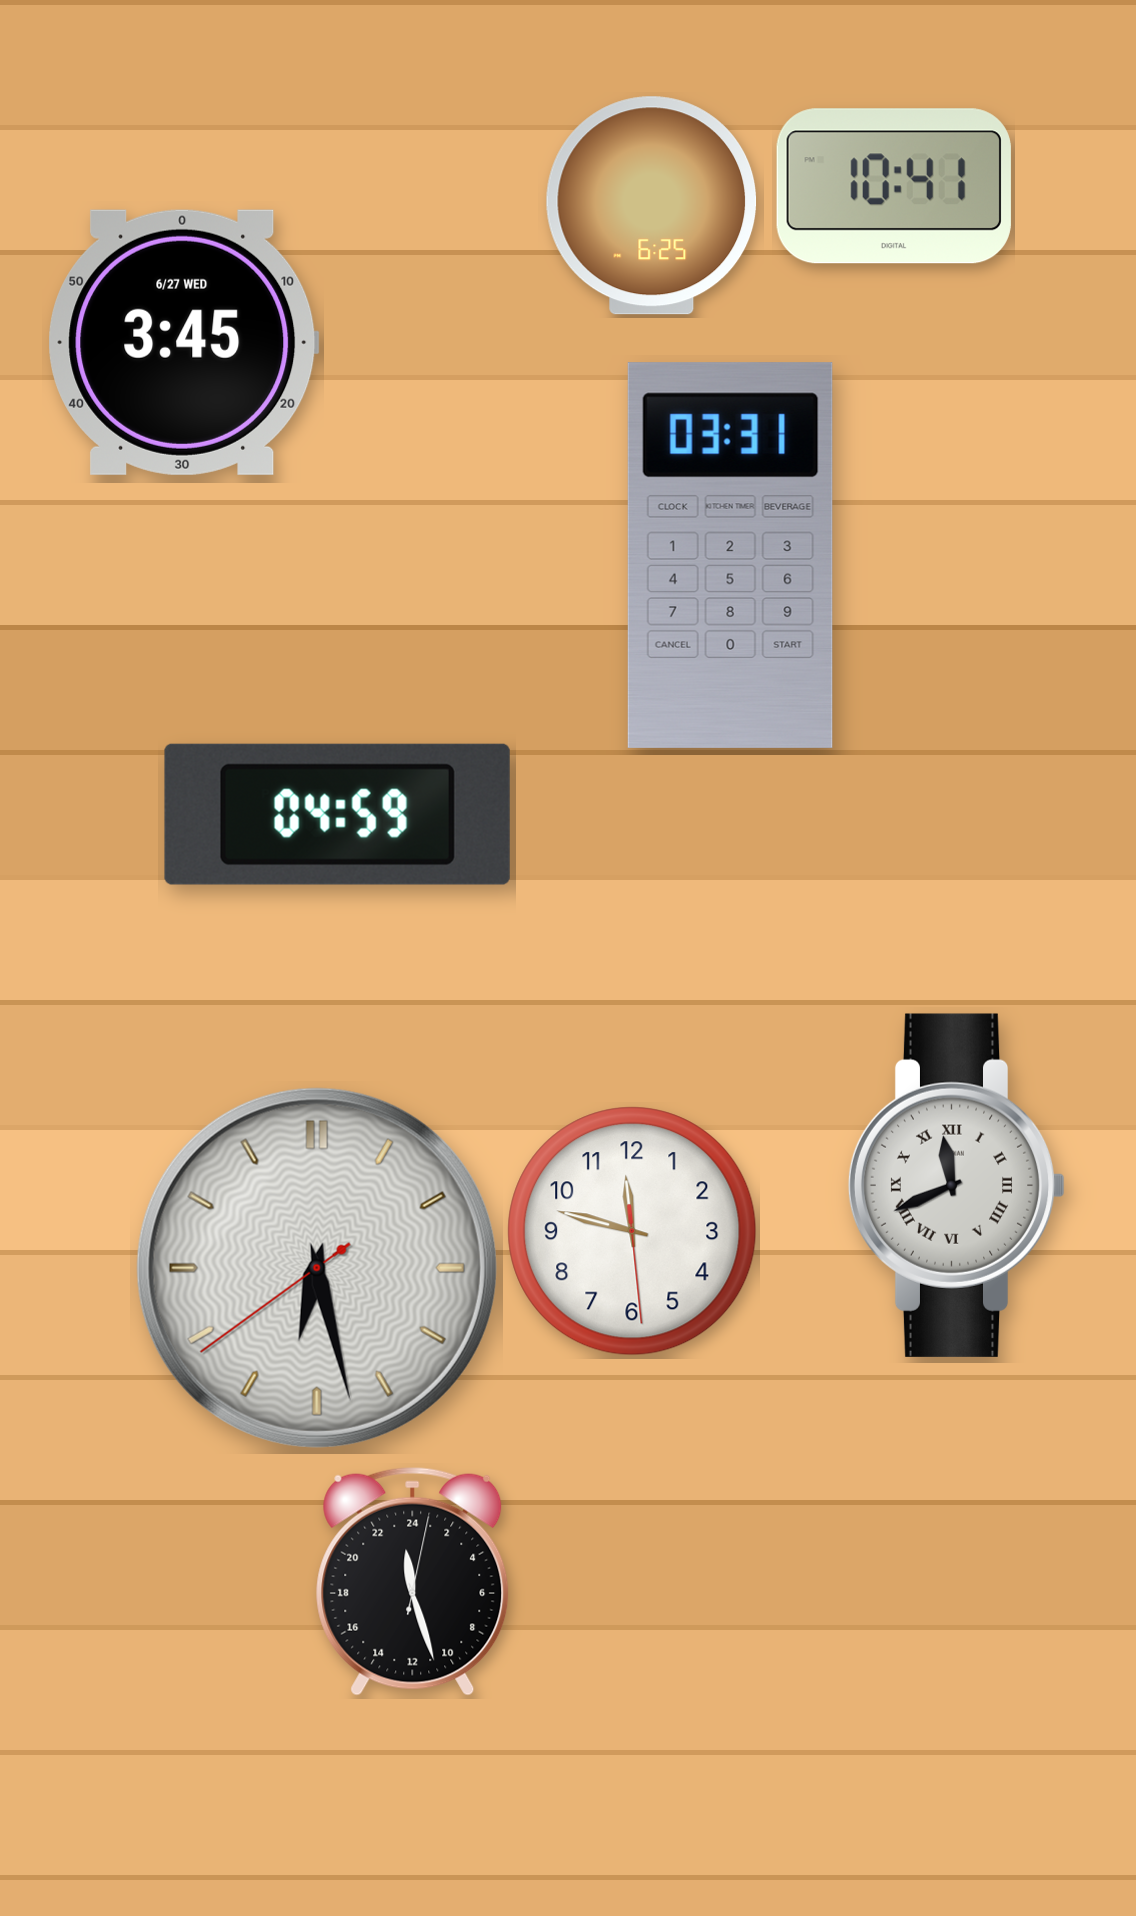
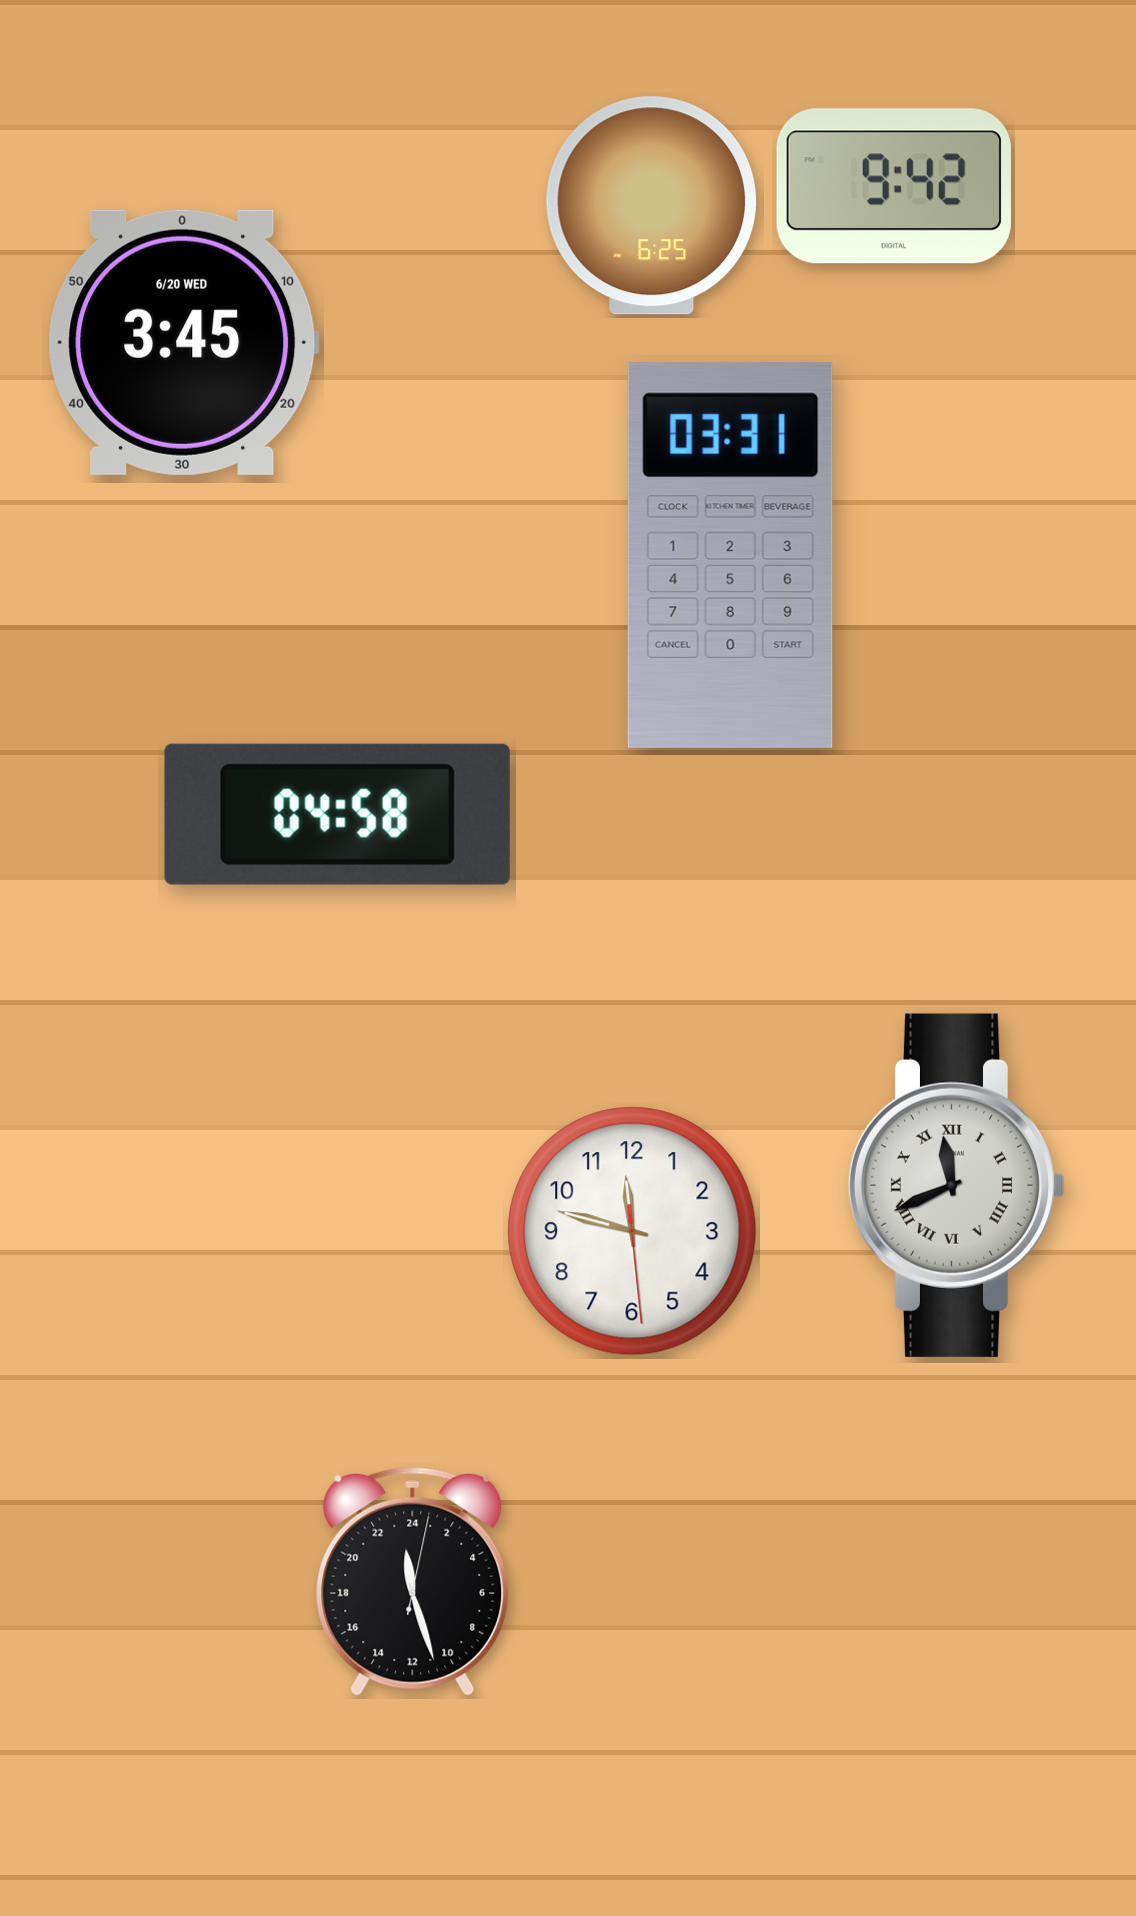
clock at (894, 186): 10:41 -> 9:42
clock at (184, 342) date: 6/27 WED -> 6/20 WED
clock at (337, 814): 04:59 -> 04:58
clock at (317, 1268): 6:27 -> none
